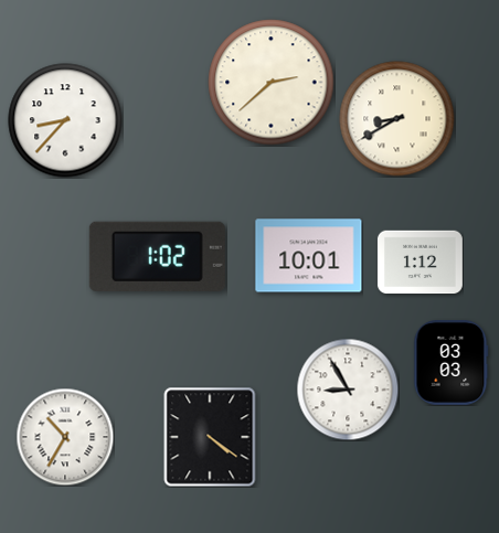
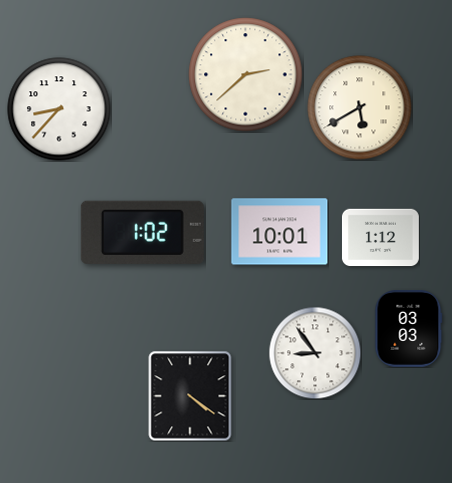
clock at (397, 119): 8:40 -> 5:40
clock at (348, 390): 8:55 -> 8:54
clock at (65, 437): 10:35 -> none
